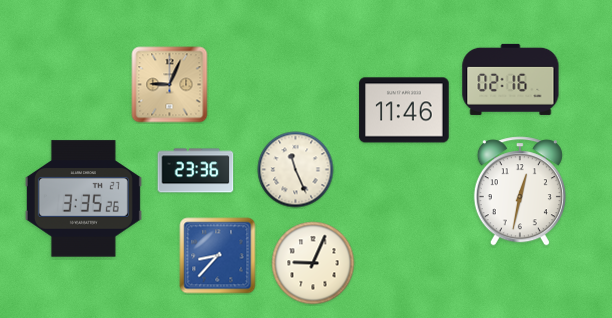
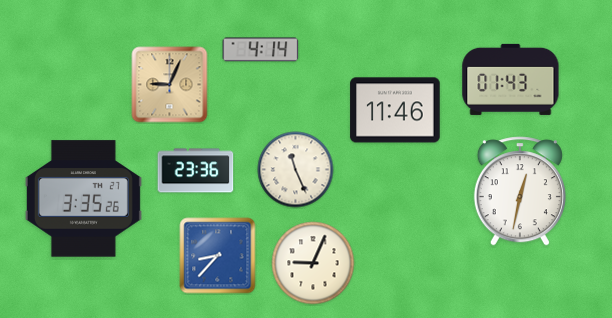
clock at (261, 50): none -> 4:14
clock at (511, 79): 02:16 -> 01:43
clock at (404, 110) position: (404, 110) -> (395, 110)
